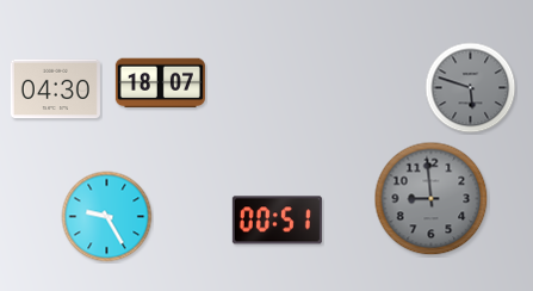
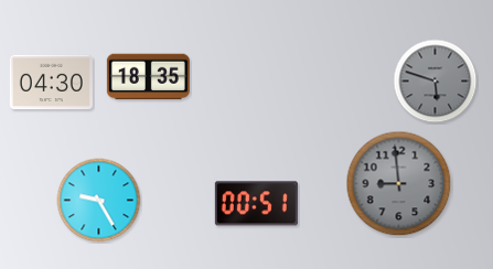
clock at (160, 83): 18:07 -> 18:35
